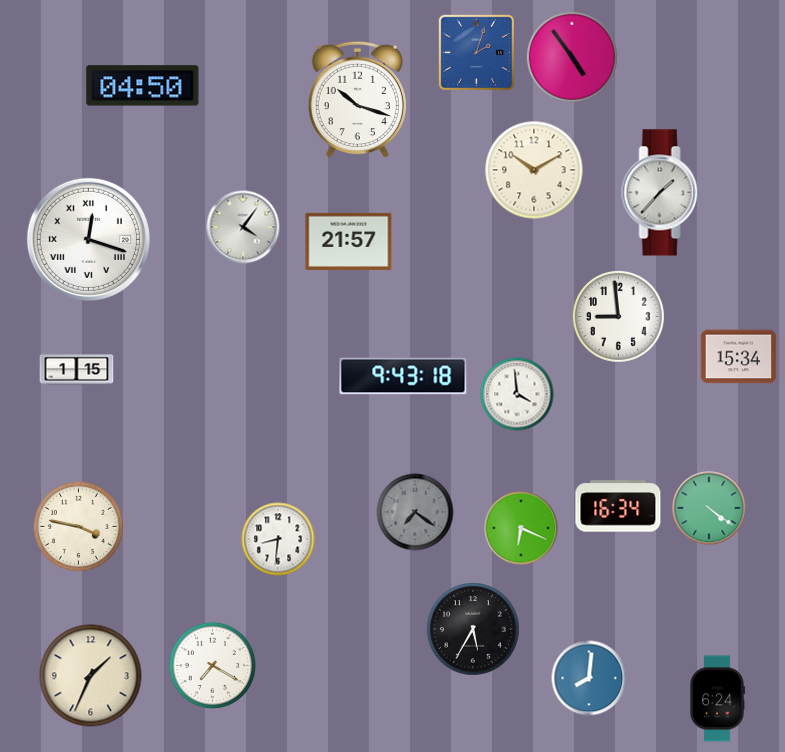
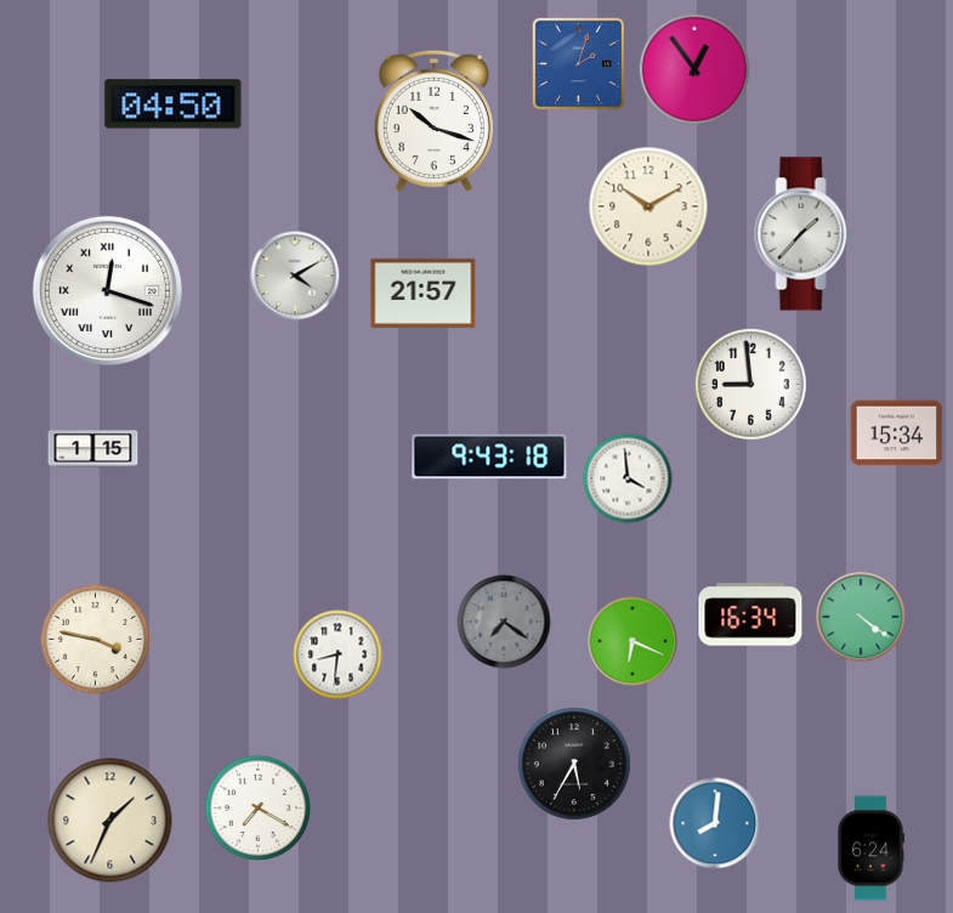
clock at (572, 57): 4:54 -> 12:54
clock at (243, 227): 4:06 -> 4:10
